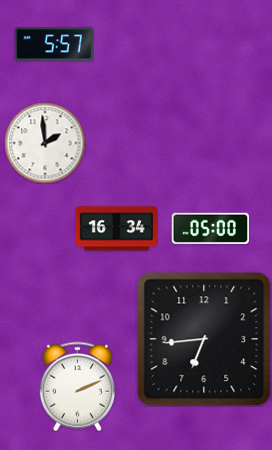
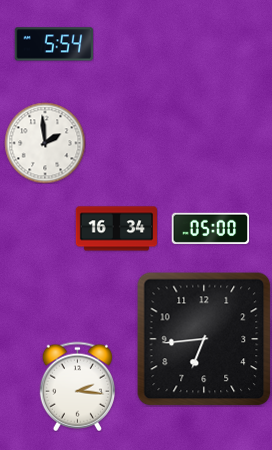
clock at (54, 44): 5:57 -> 5:54
clock at (77, 386): 2:11 -> 2:16
